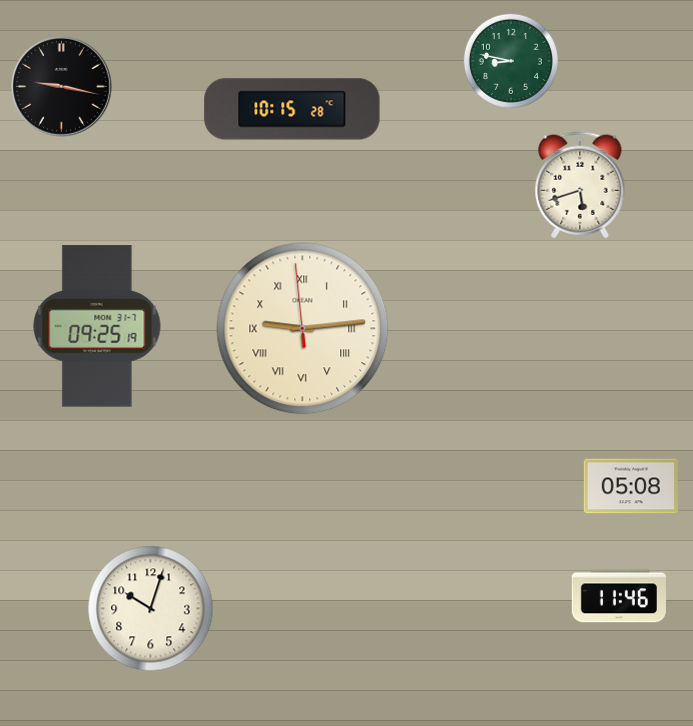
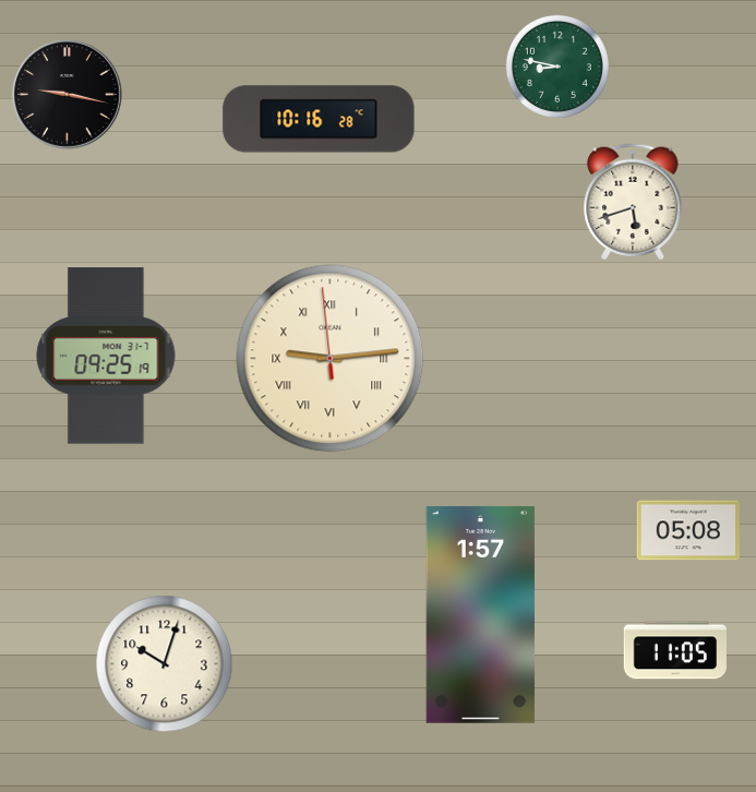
clock at (292, 109): 10:15 -> 10:16
clock at (481, 614): none -> 1:57
clock at (619, 596): 11:46 -> 11:05
